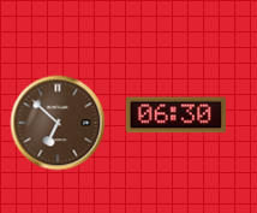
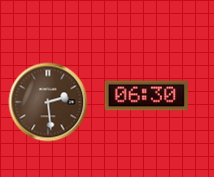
clock at (58, 123): 6:52 -> 2:29
